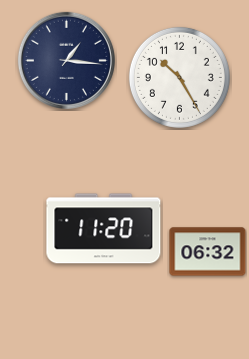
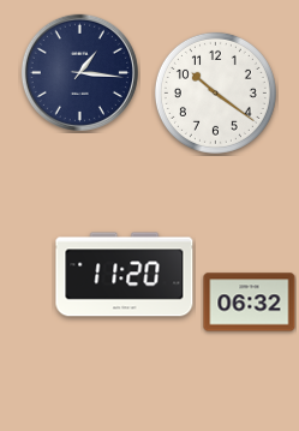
clock at (179, 77): 10:25 -> 10:21
